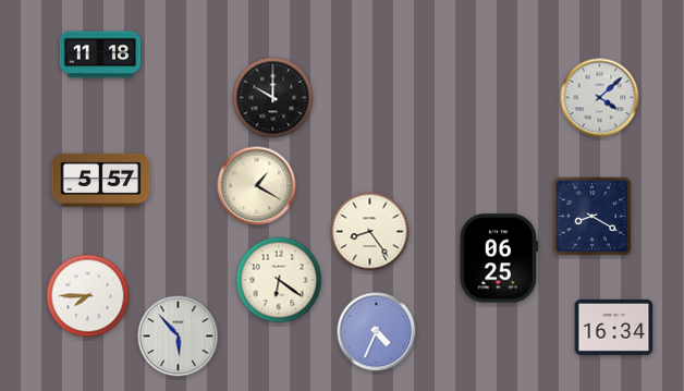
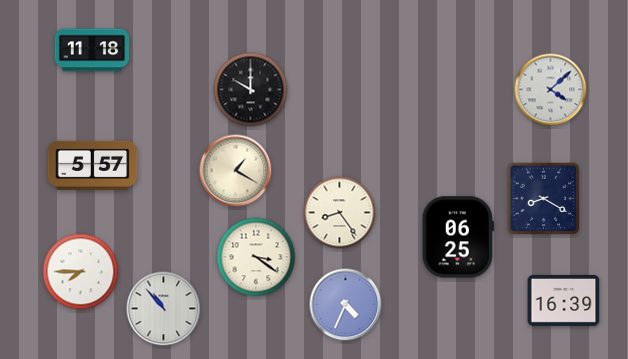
clock at (279, 280): 6:21 -> 3:21
clock at (614, 327): 16:34 -> 16:39
clock at (179, 337): 5:53 -> 10:53
